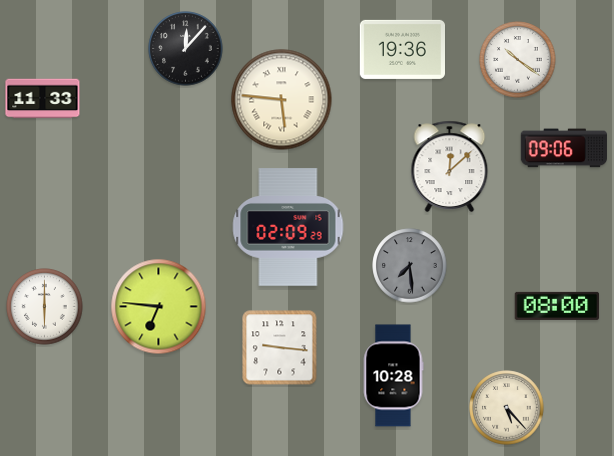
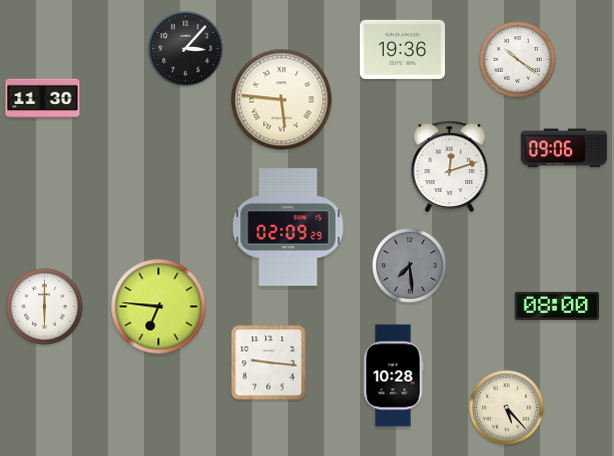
clock at (186, 49): 12:07 -> 3:07
clock at (43, 99): 11:33 -> 11:30
clock at (450, 166): 12:08 -> 12:12
clock at (280, 348) position: (280, 348) -> (269, 363)
